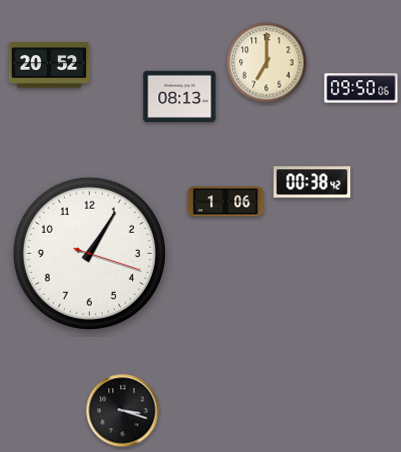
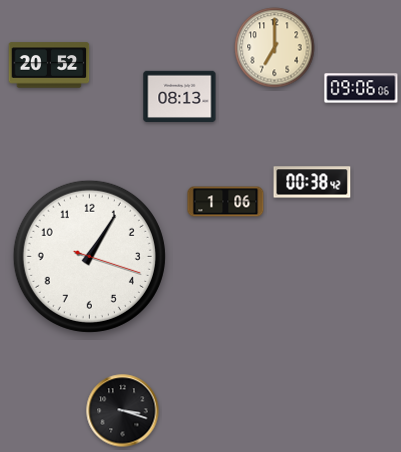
clock at (267, 63) position: (267, 63) -> (275, 48)
clock at (361, 88): 09:50 -> 09:06
clock at (89, 253) position: (89, 253) -> (89, 256)
